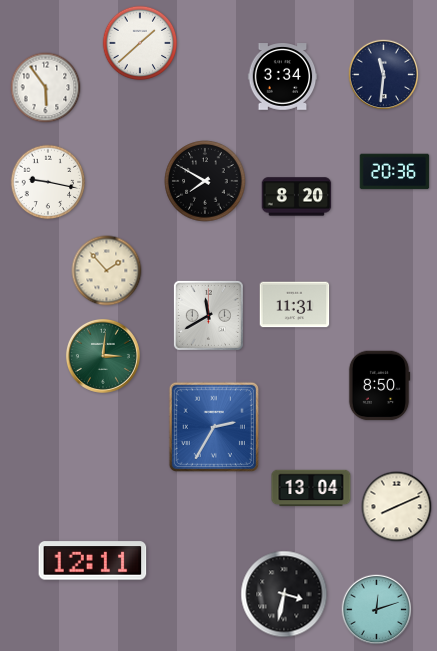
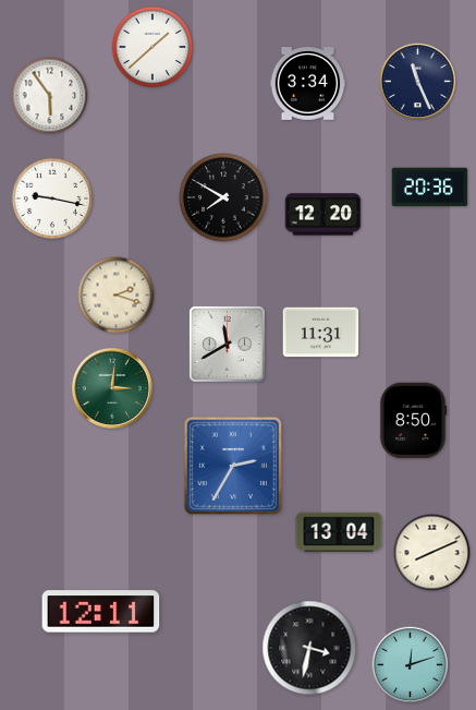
clock at (384, 75): 11:31 -> 11:26
clock at (297, 197): 8:20 -> 12:20
clock at (107, 271): 1:53 -> 2:18
